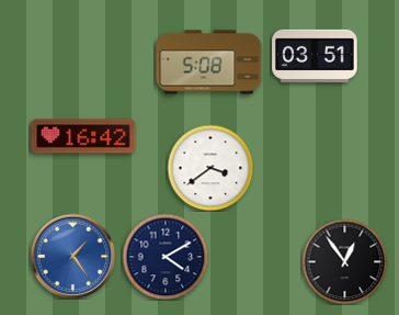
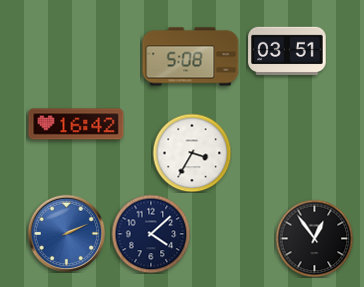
clock at (210, 168): 3:39 -> 3:35
clock at (72, 256): 1:24 -> 2:11
clock at (166, 257): 4:10 -> 4:08
